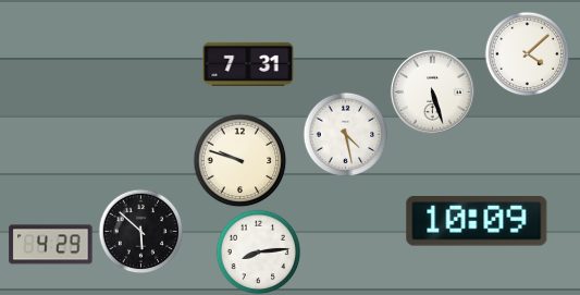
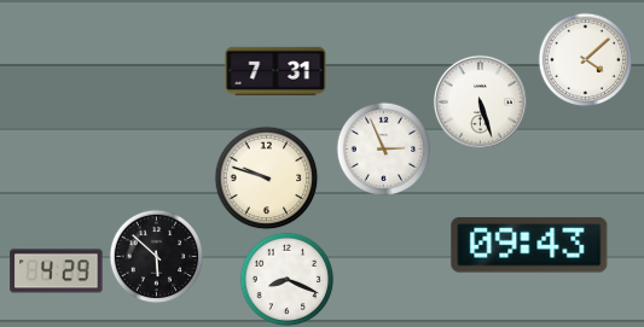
clock at (345, 134): 4:28 -> 2:56
clock at (477, 221): 10:09 -> 09:43
clock at (258, 251): 8:14 -> 8:19
